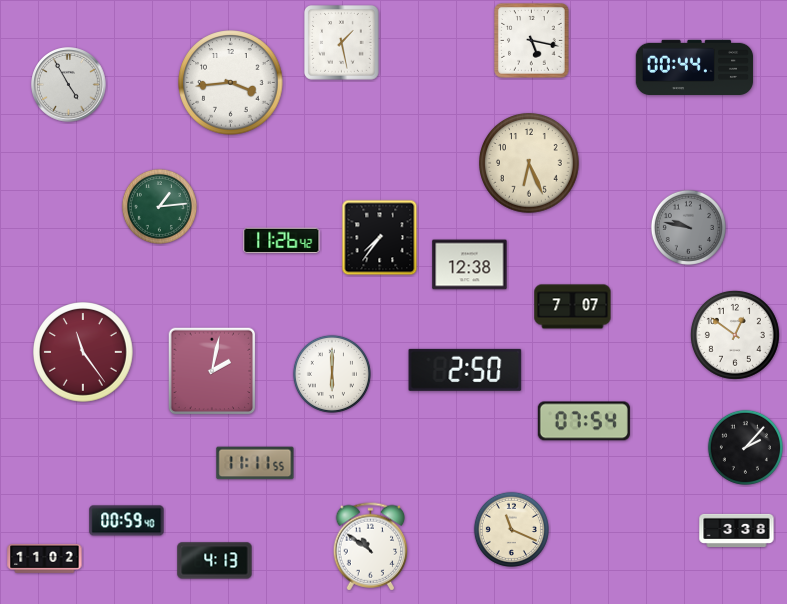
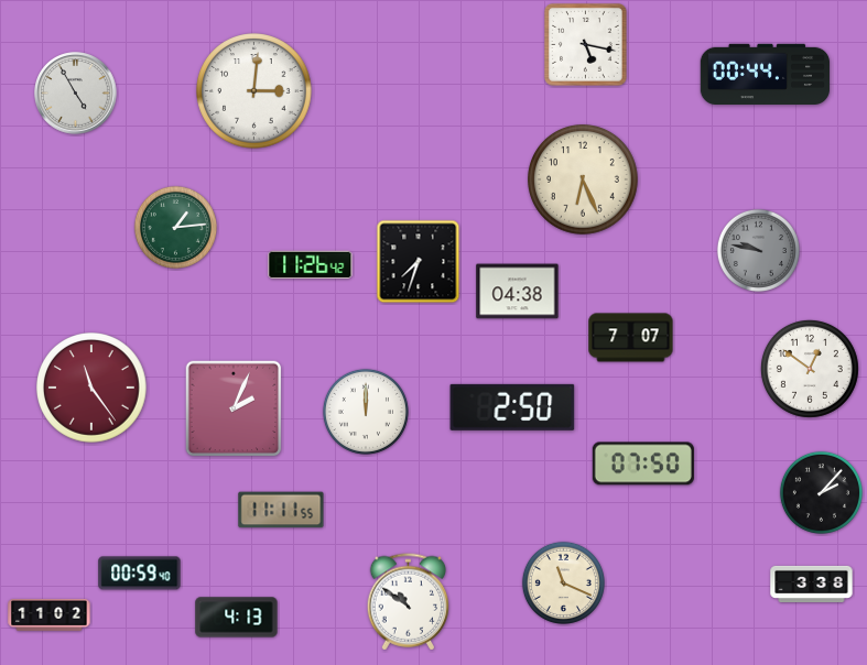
clock at (342, 43): 1:28 -> none
clock at (231, 83): 3:44 -> 3:01
clock at (380, 238): 7:36 -> 7:33
clock at (470, 265): 12:38 -> 04:38
clock at (212, 371): 2:02 -> 2:04
clock at (332, 374): 6:00 -> 12:00
clock at (584, 421): 07:54 -> 07:50
